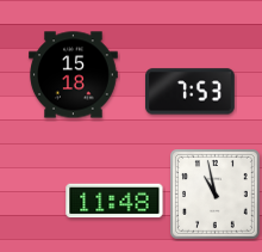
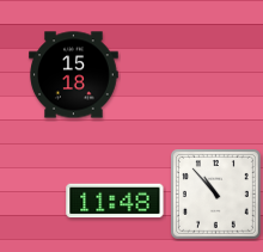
clock at (191, 92): 7:53 -> none
clock at (216, 195): 10:58 -> 10:53
